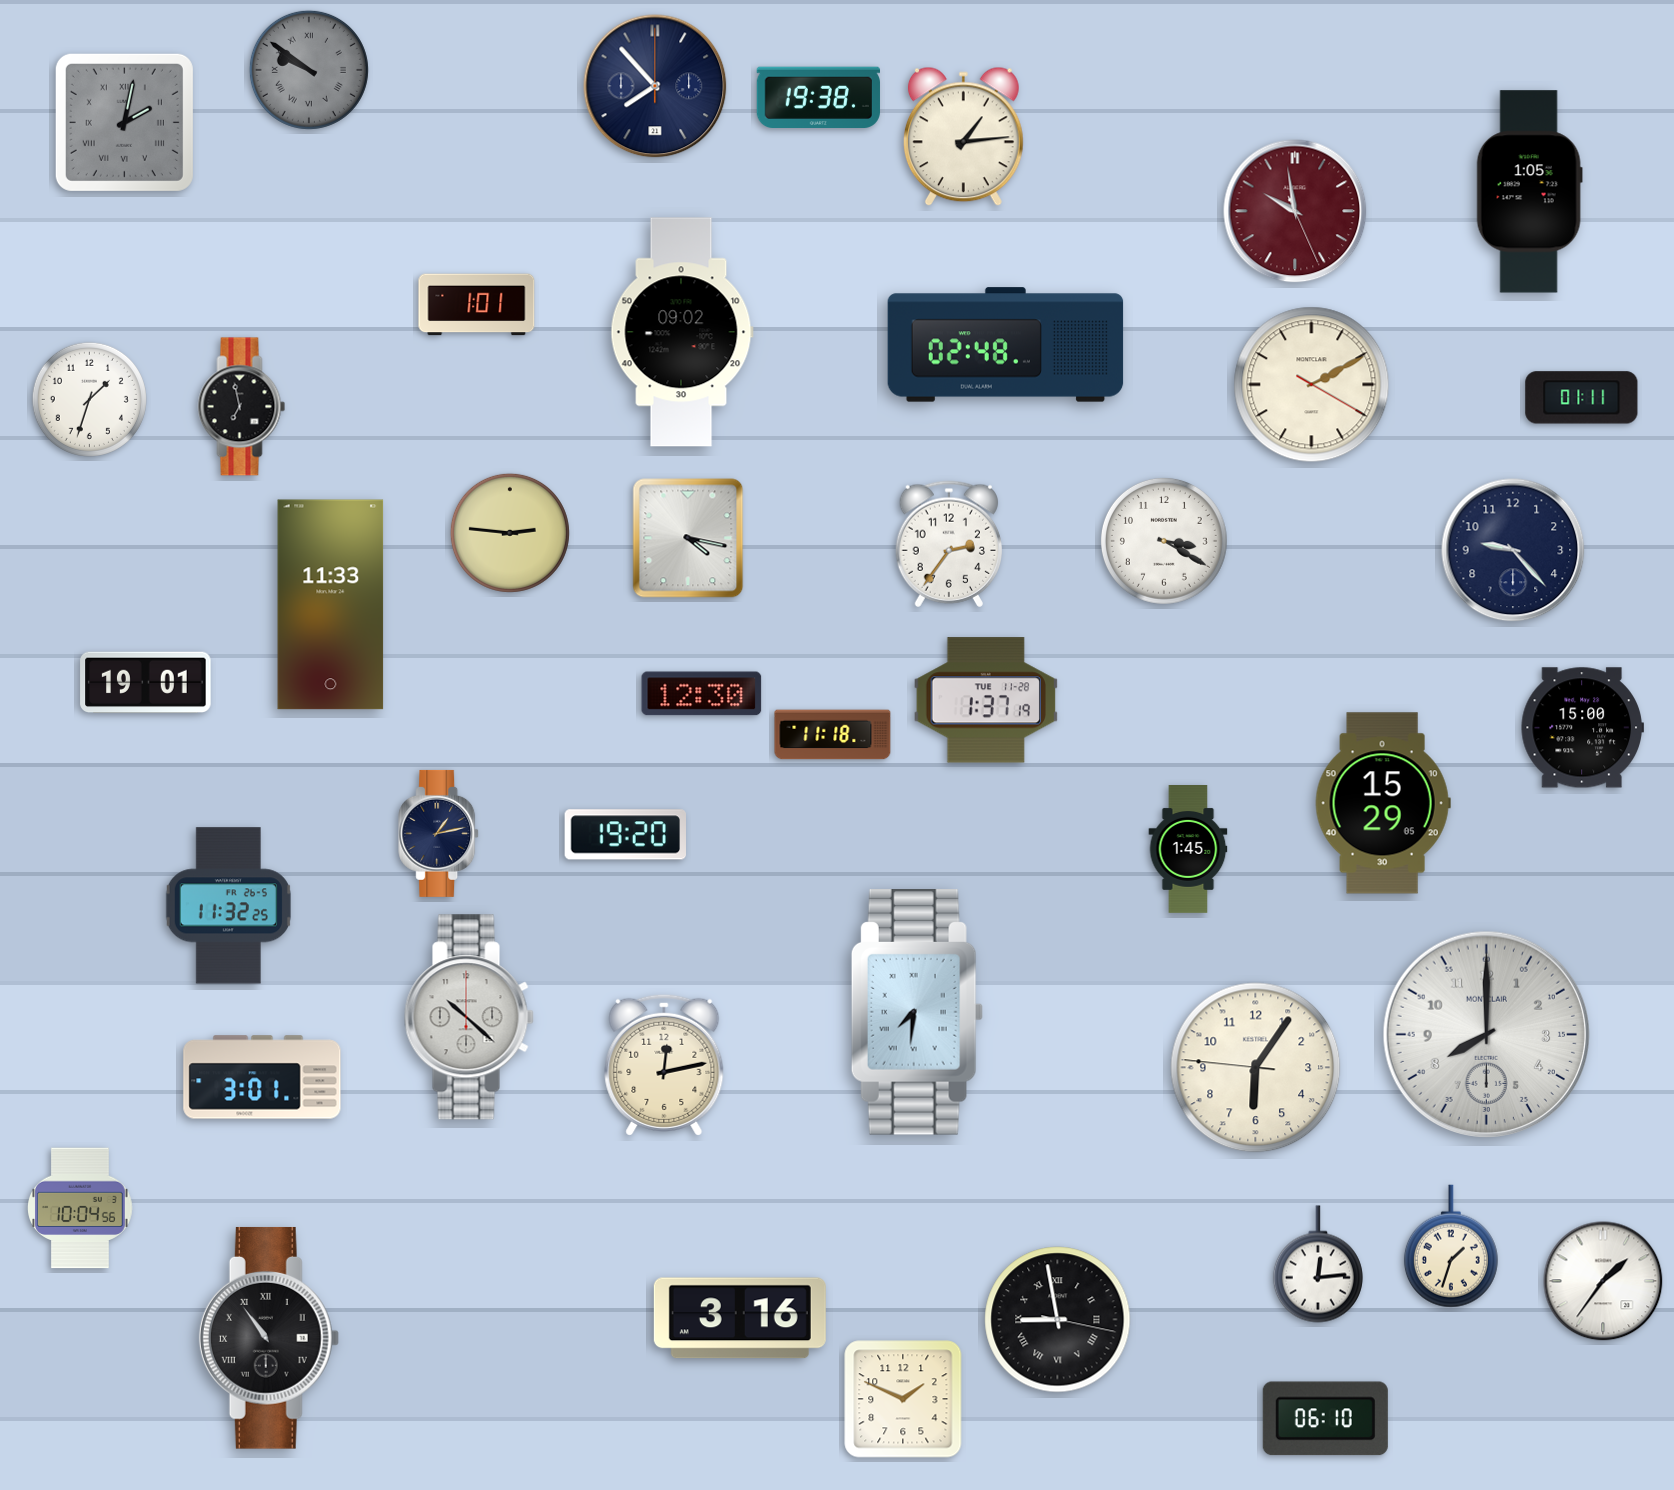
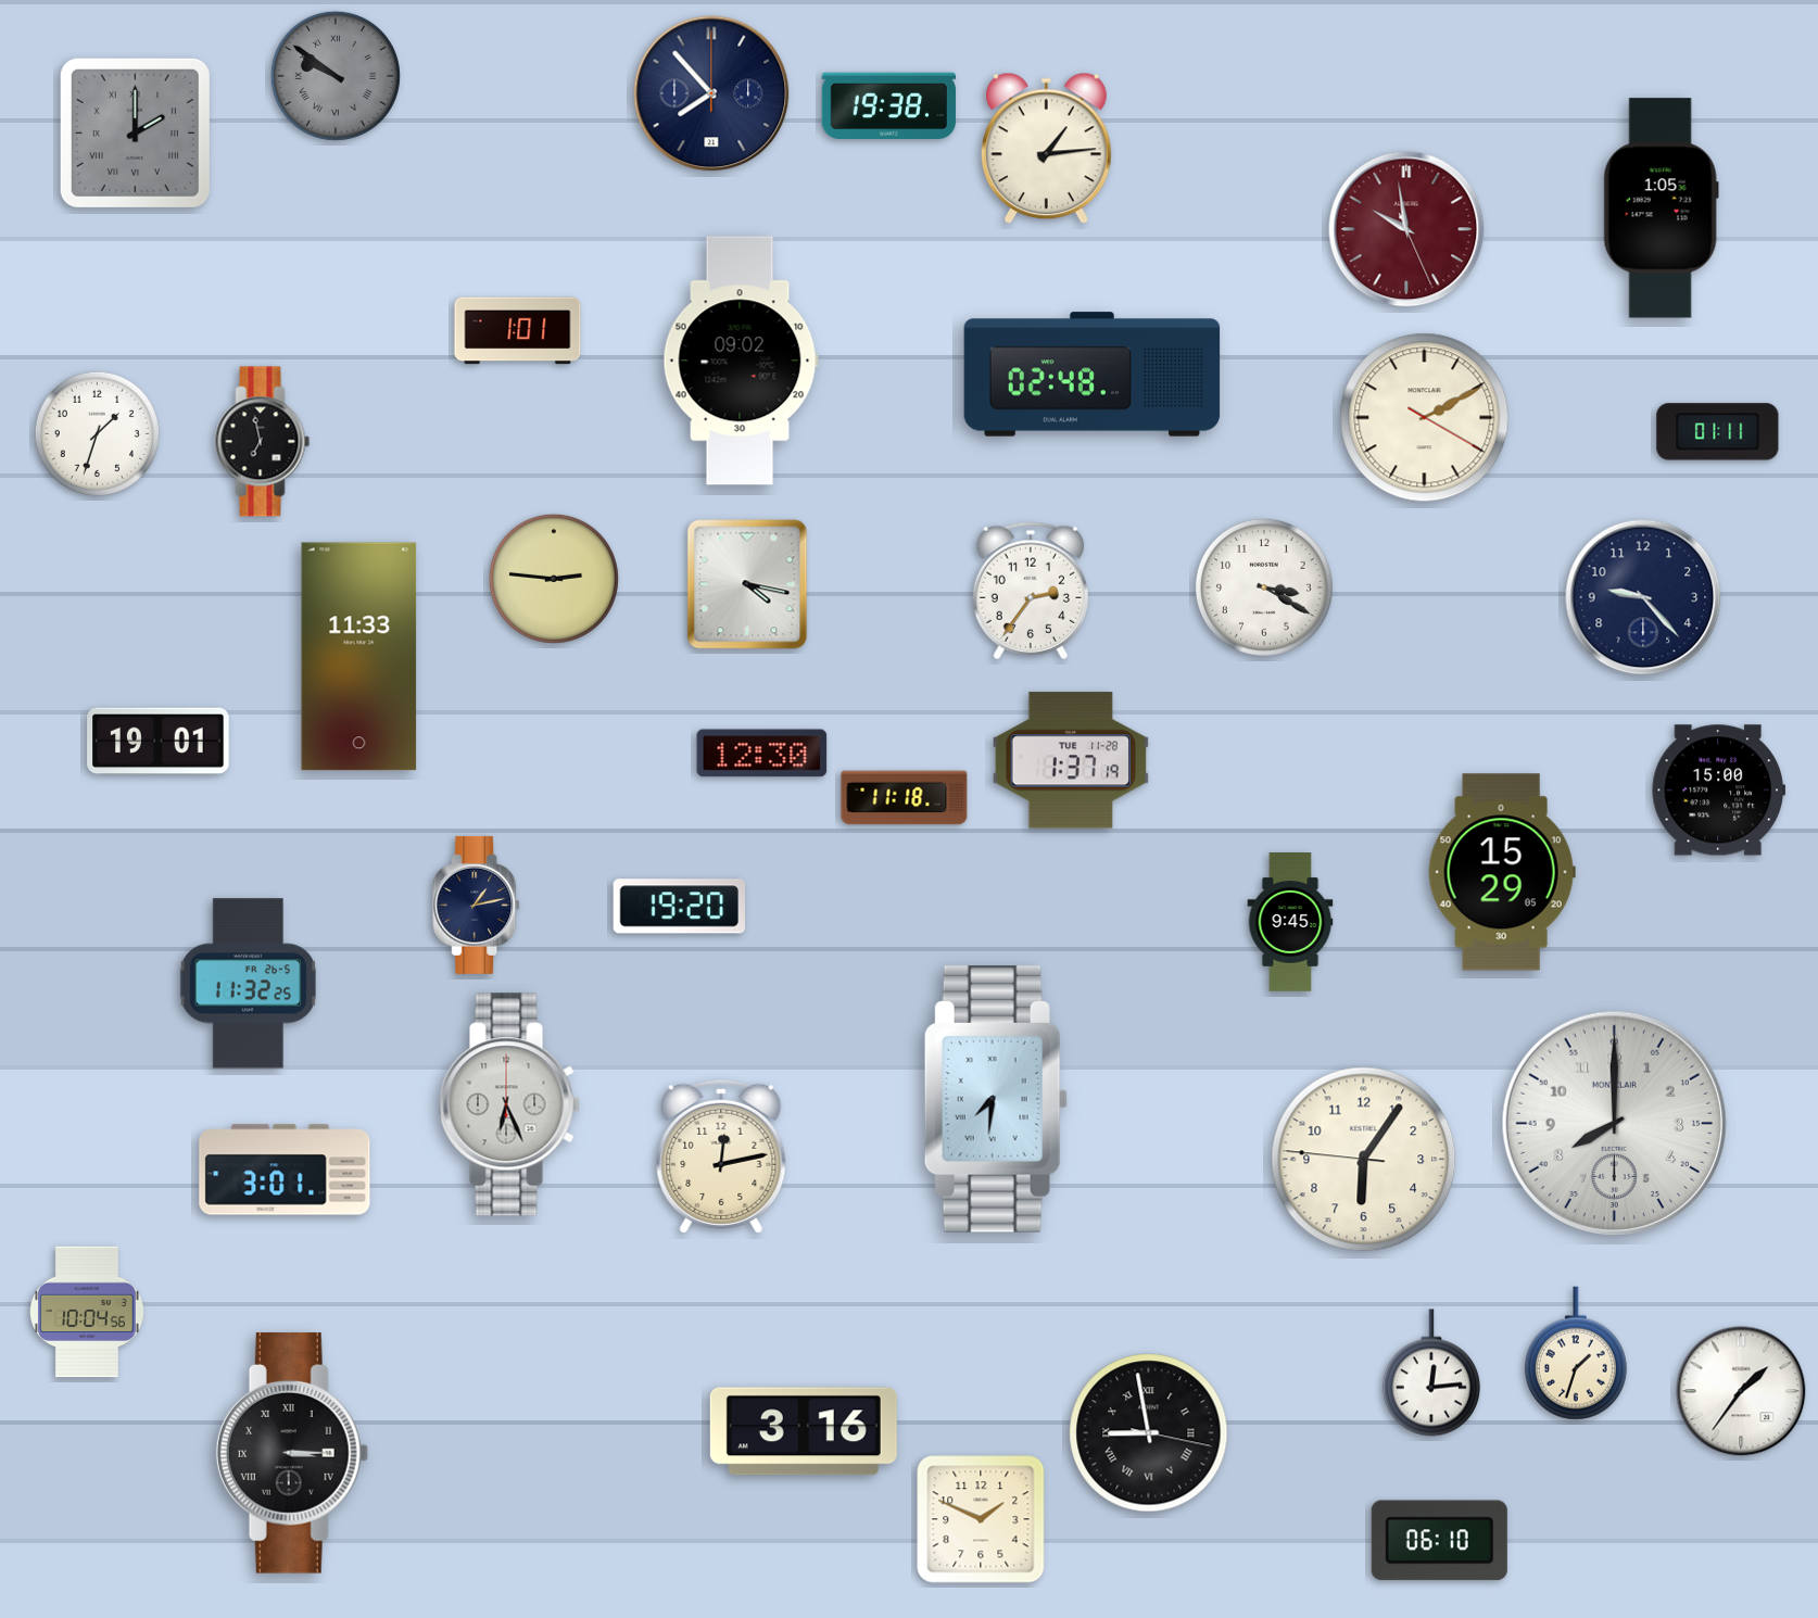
clock at (124, 122): 2:02 -> 2:00
clock at (1188, 850): 1:45 -> 9:45
clock at (469, 1017): 10:22 -> 6:26
clock at (269, 1338): 10:54 -> 3:15
